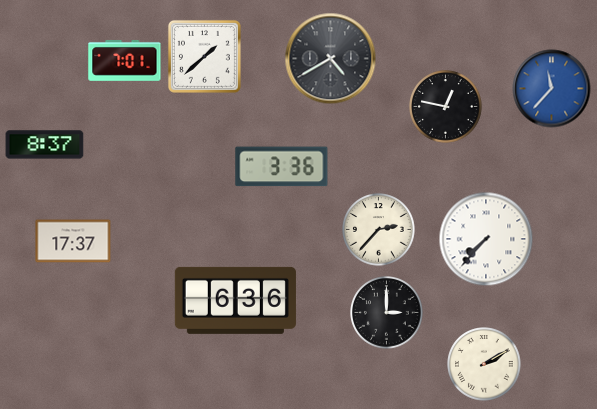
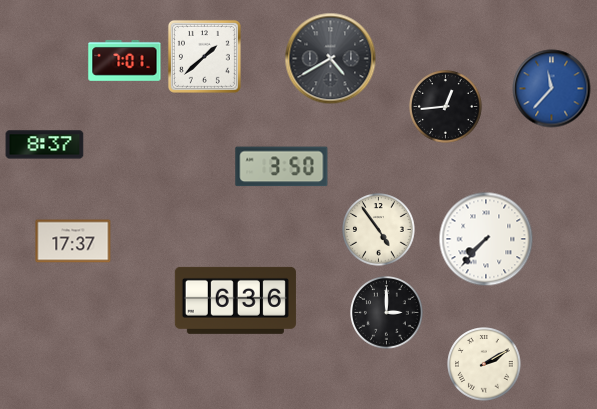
clock at (446, 107): 12:47 -> 12:44
clock at (282, 167): 3:36 -> 3:50
clock at (379, 230): 2:37 -> 4:54
